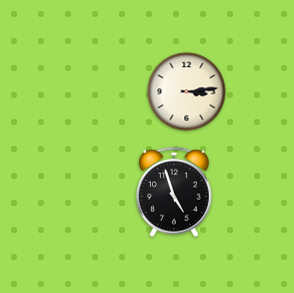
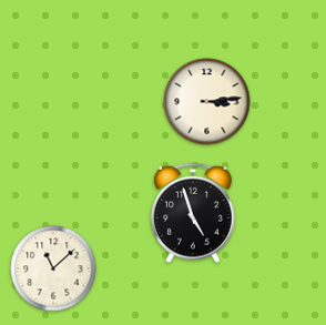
clock at (53, 268): none -> 11:08
